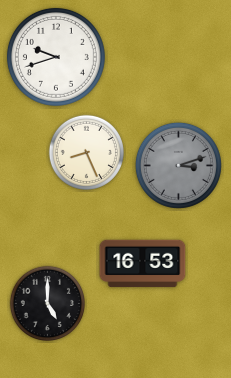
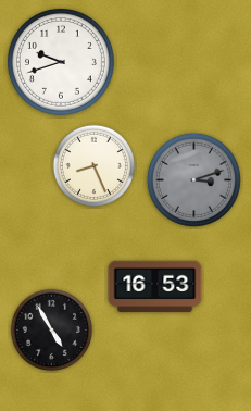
clock at (47, 303): 5:00 -> 4:55
